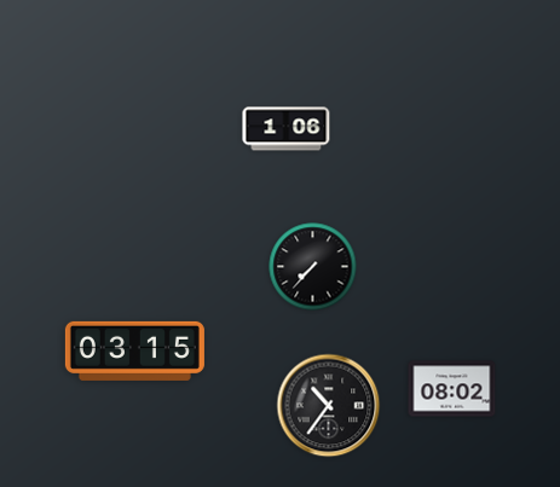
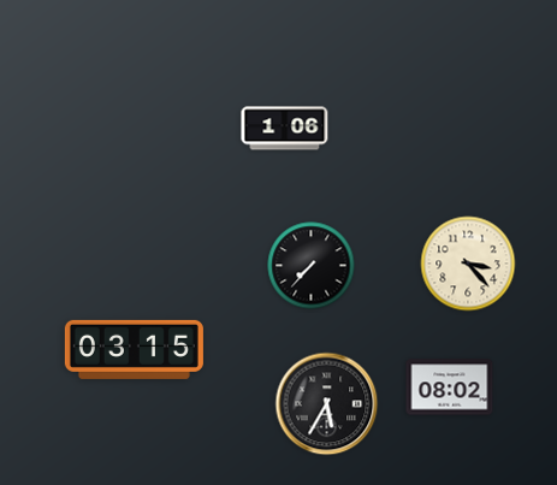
clock at (468, 264): none -> 3:23
clock at (329, 406): 10:36 -> 5:35
